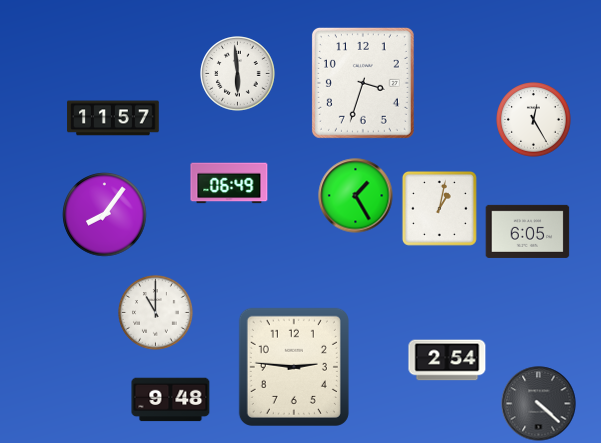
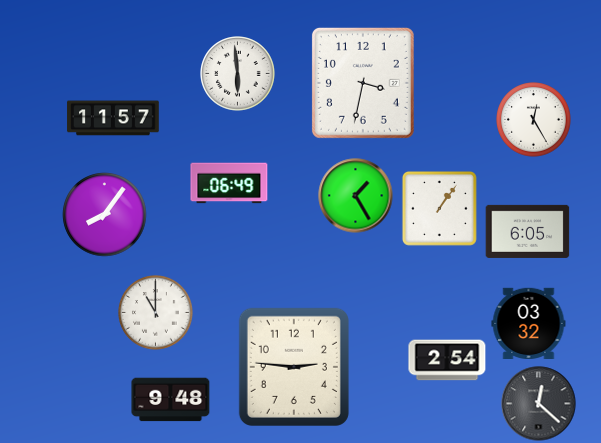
clock at (363, 83): 3:33 -> 3:32
clock at (439, 208): 1:02 -> 1:06
clock at (529, 323): none -> 03:32
clock at (539, 404): 4:22 -> 12:22
